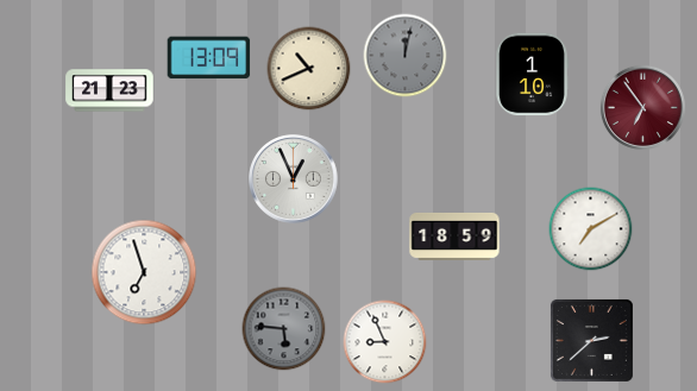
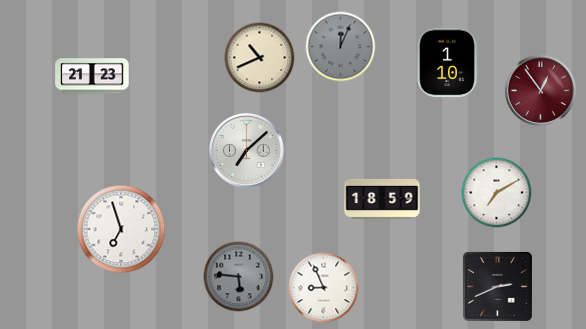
clock at (406, 56): 12:02 -> 12:04
clock at (209, 58): 13:09 -> none
clock at (642, 107): 6:54 -> 12:54
clock at (294, 179): 12:56 -> 7:08
clock at (591, 340): 2:38 -> 2:41
